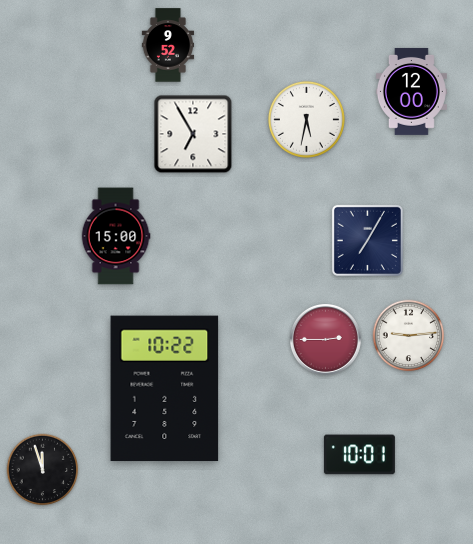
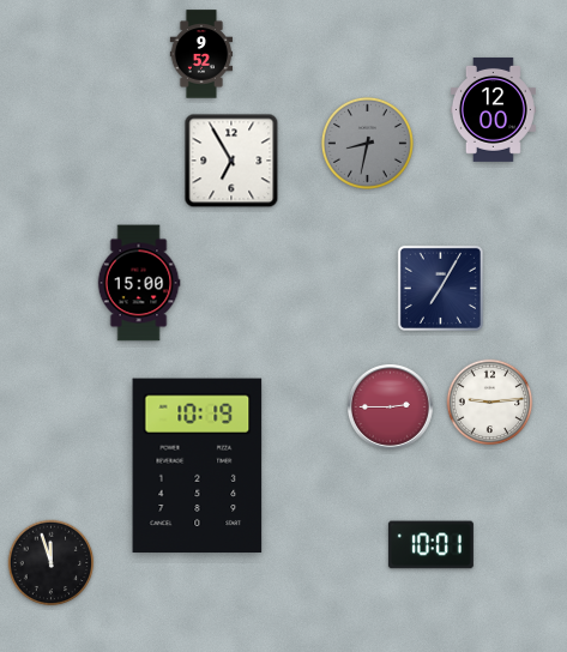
clock at (306, 119): 5:32 -> 8:32
clock at (306, 119) dial: white -> grey
clock at (165, 389): 10:22 -> 10:19
